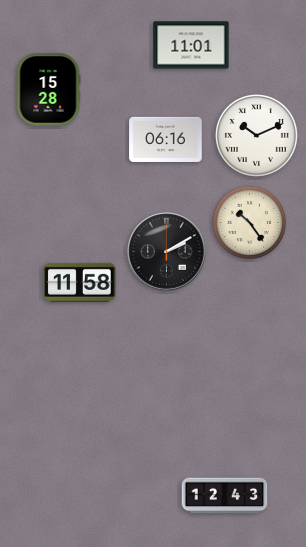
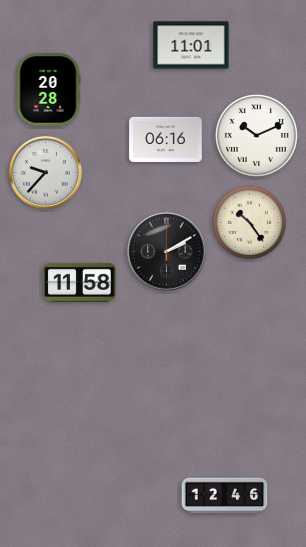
clock at (48, 90): 15:28 -> 20:28
clock at (46, 173): none -> 9:37
clock at (225, 496): 12:43 -> 12:46
